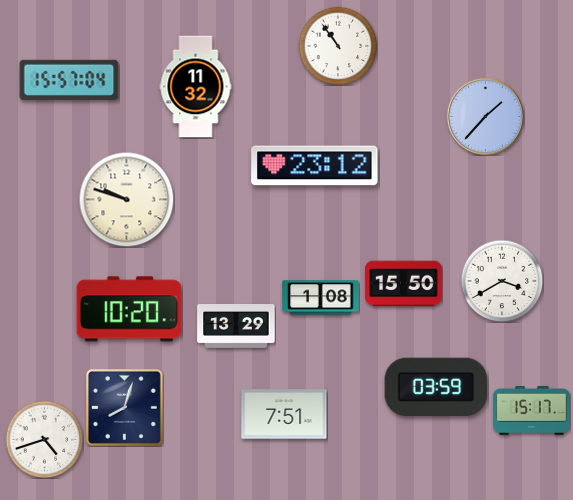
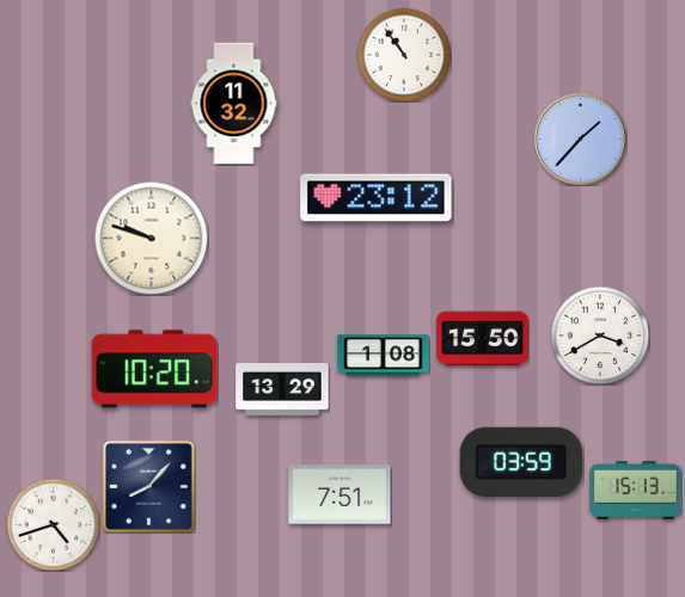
clock at (69, 80): 15:57 -> none
clock at (124, 407): 8:03 -> 8:07
clock at (532, 411): 15:17 -> 15:13
